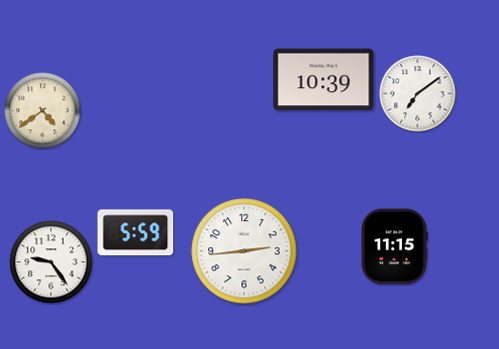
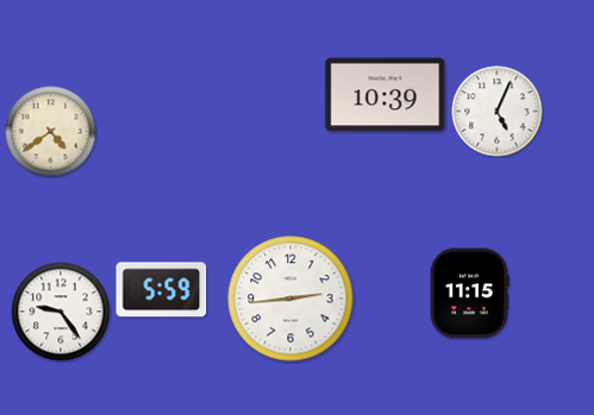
clock at (418, 94): 7:09 -> 5:04
clock at (136, 233) position: (136, 233) -> (162, 290)
